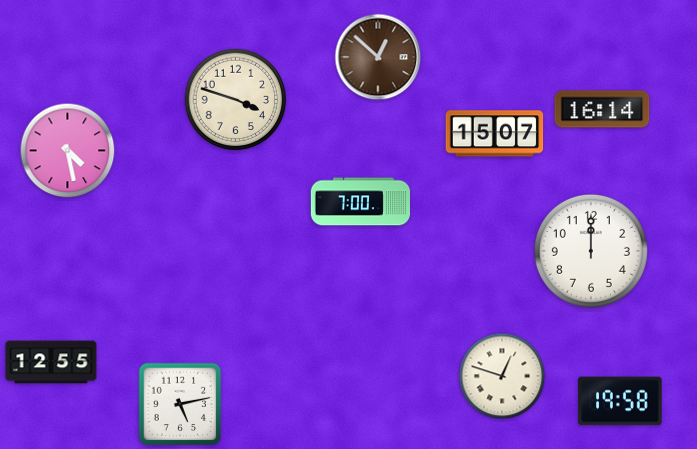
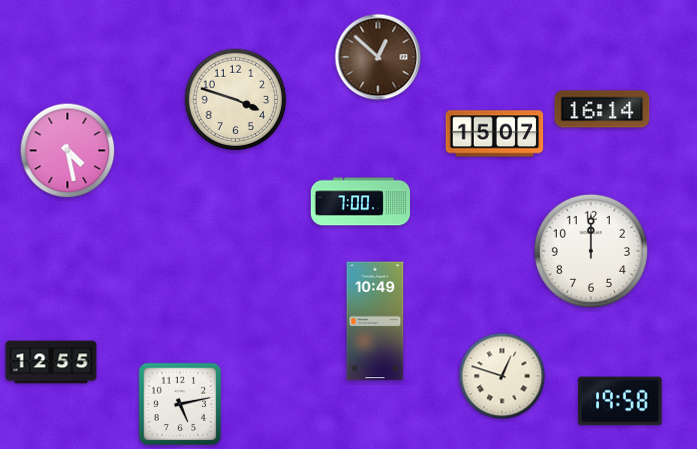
clock at (375, 321): none -> 10:49
